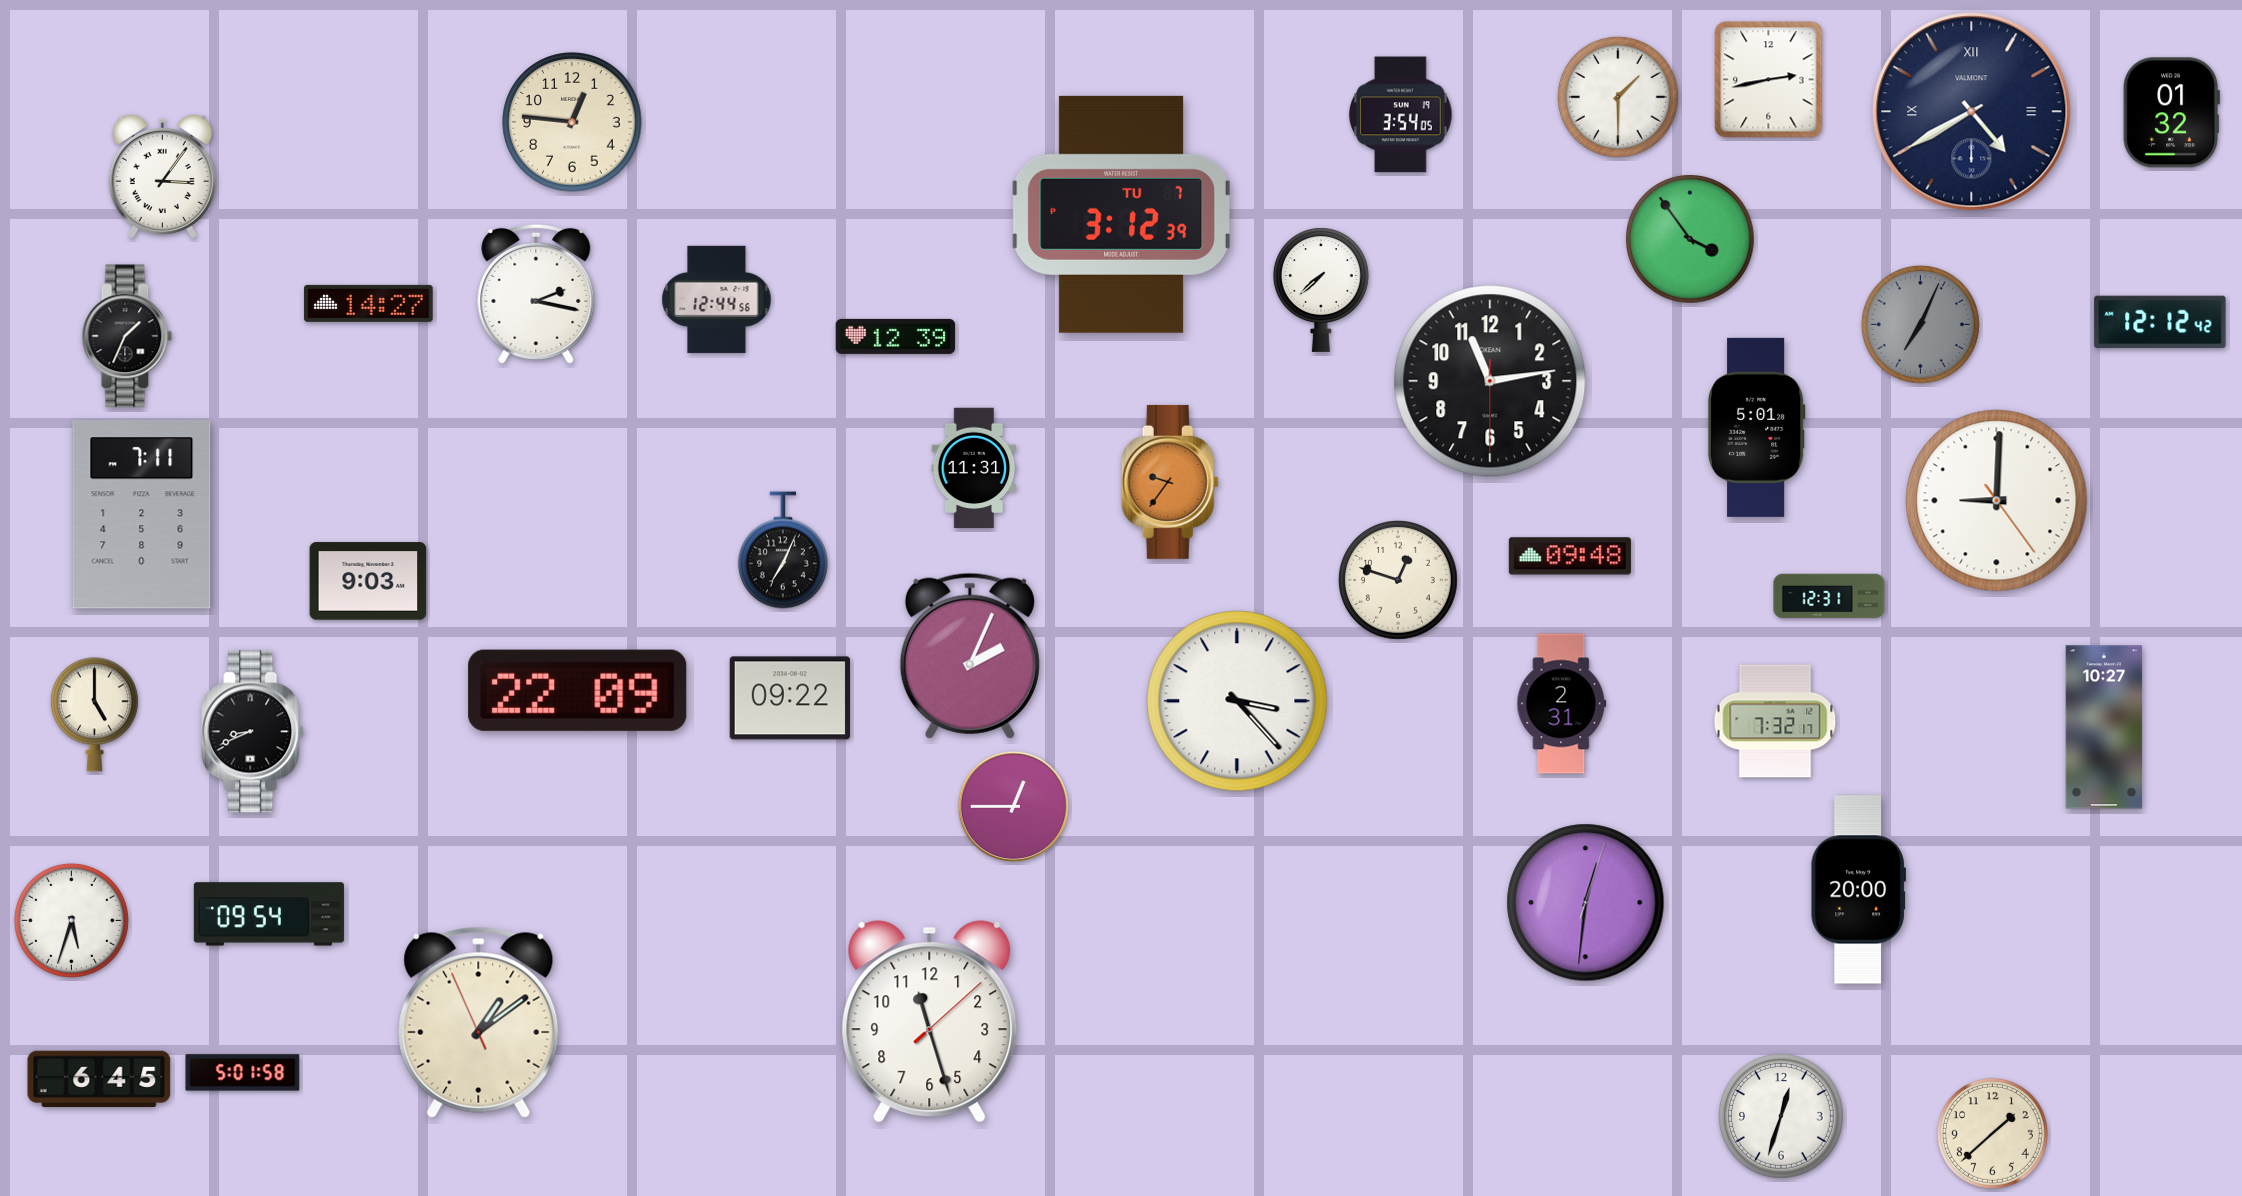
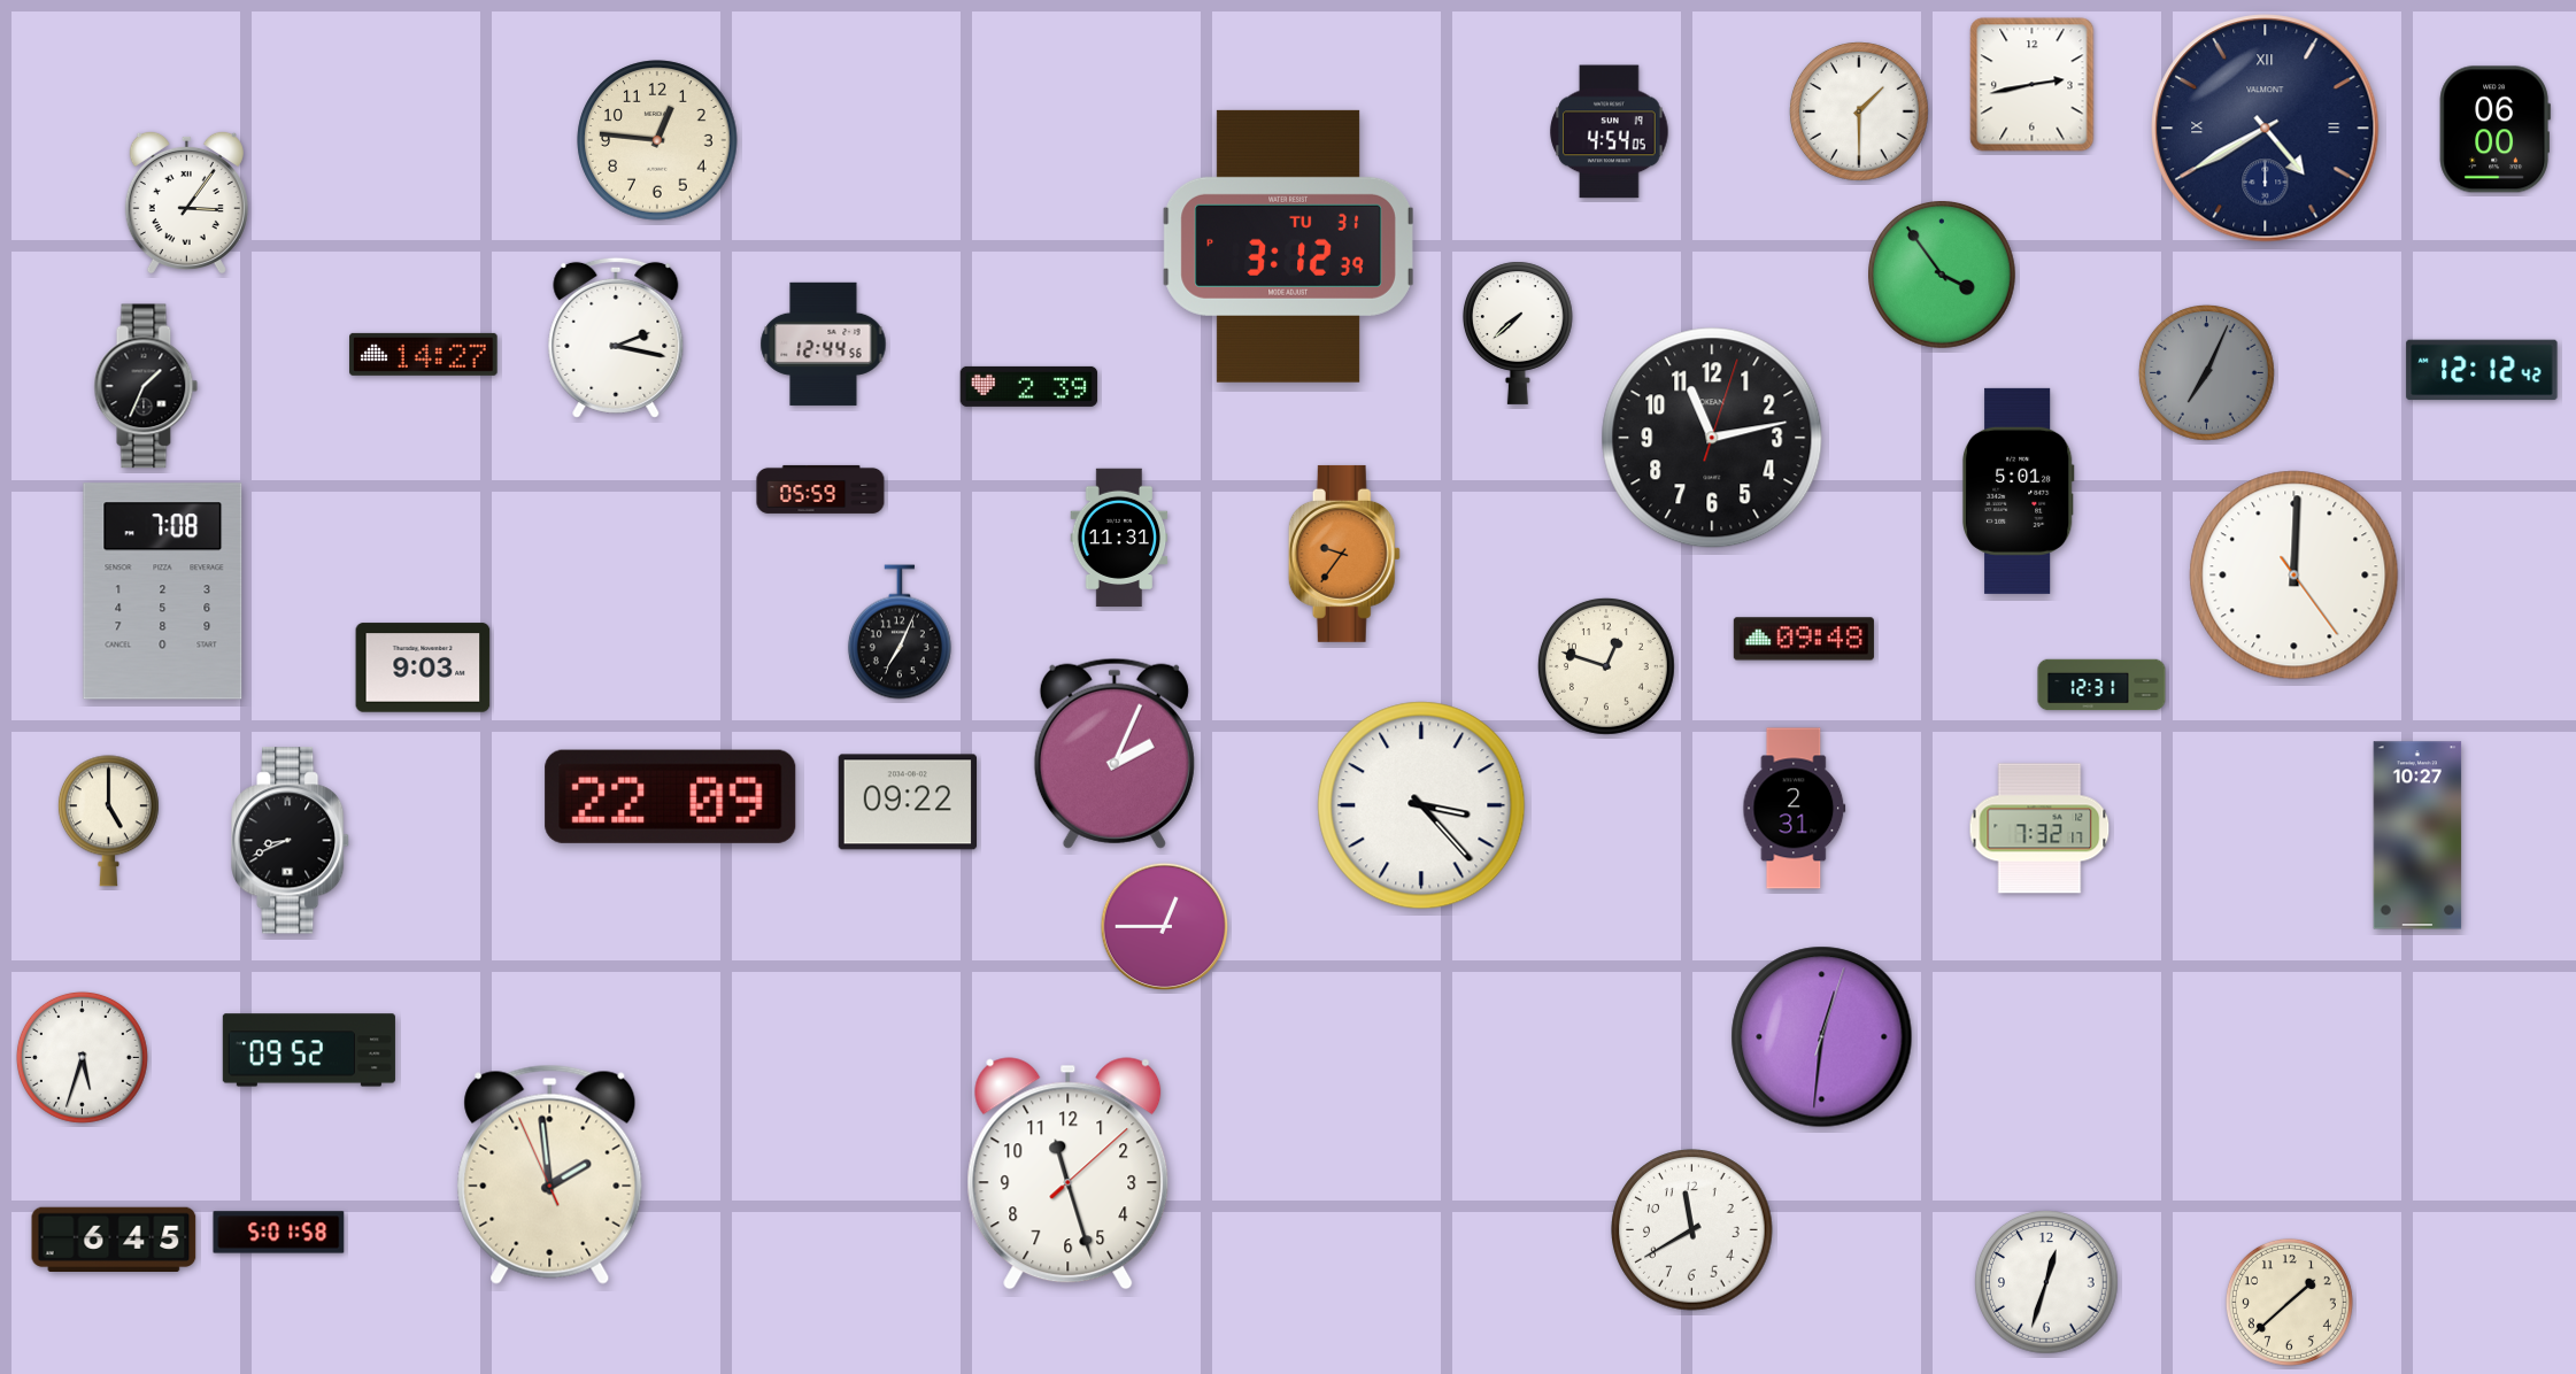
clock at (1769, 80) position: (1769, 80) -> (2033, 85)
clock at (2171, 113): 01:32 -> 06:00
clock at (1401, 115): 3:54 -> 4:54
clock at (1122, 214) date: TU 7 -> TU 31
clock at (369, 303) position: (369, 303) -> (424, 354)
clock at (896, 336): 12:39 -> 2:39
clock at (1490, 381): 11:13:30 -> 11:13:03
clock at (820, 489): none -> 05:59
clock at (1997, 501): 9:00 -> 12:00
clock at (142, 515): 7:11 -> 7:08
clock at (578, 690) position: (578, 690) -> (671, 796)
clock at (1858, 890): 20:00 -> none
clock at (269, 914): 09:54 -> 09:52
clock at (479, 1022): 1:08 -> 1:58
clock at (1692, 1230): none -> 11:40
